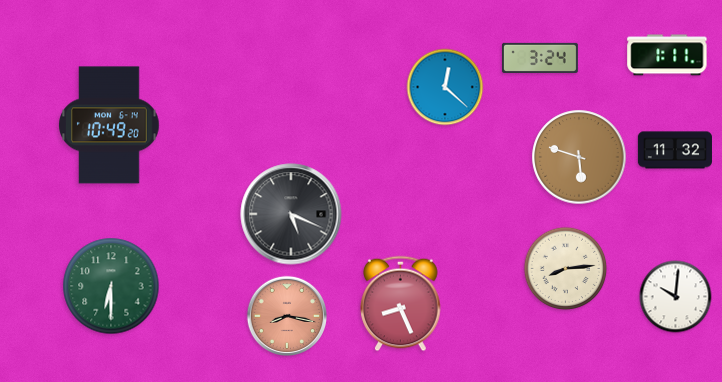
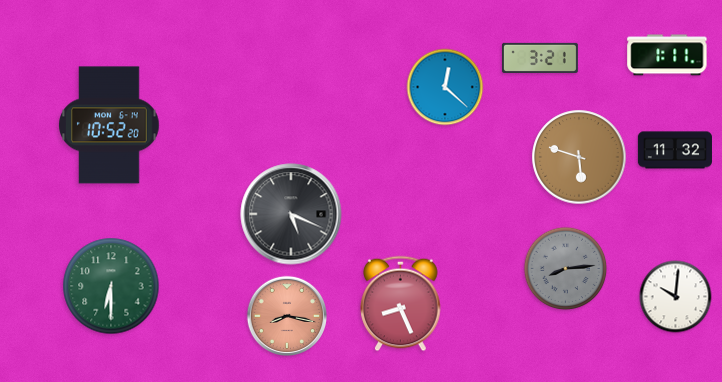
clock at (540, 58): 3:24 -> 3:21
clock at (109, 125): 10:49 -> 10:52
clock at (566, 269) dial: cream -> grey
